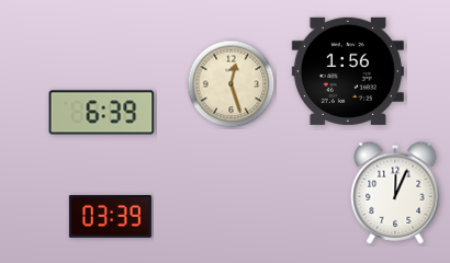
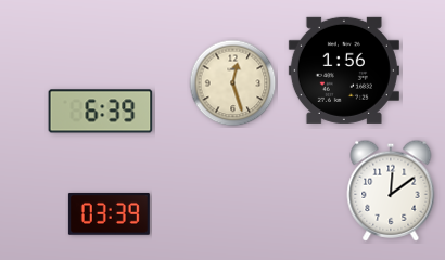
clock at (232, 84) position: (232, 84) -> (233, 83)
clock at (395, 193): 12:04 -> 12:09
